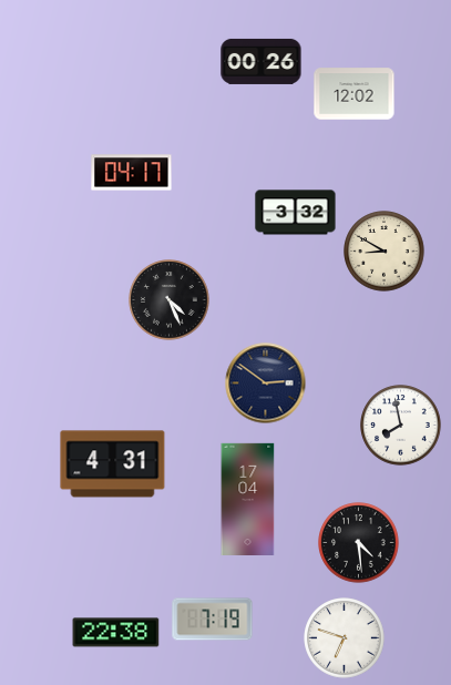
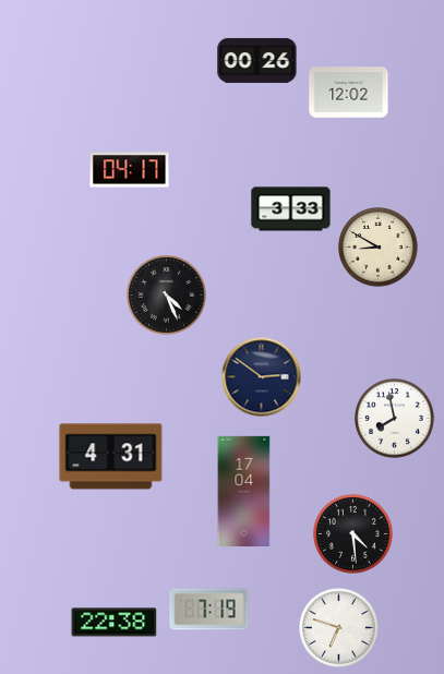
clock at (296, 213): 3:32 -> 3:33
